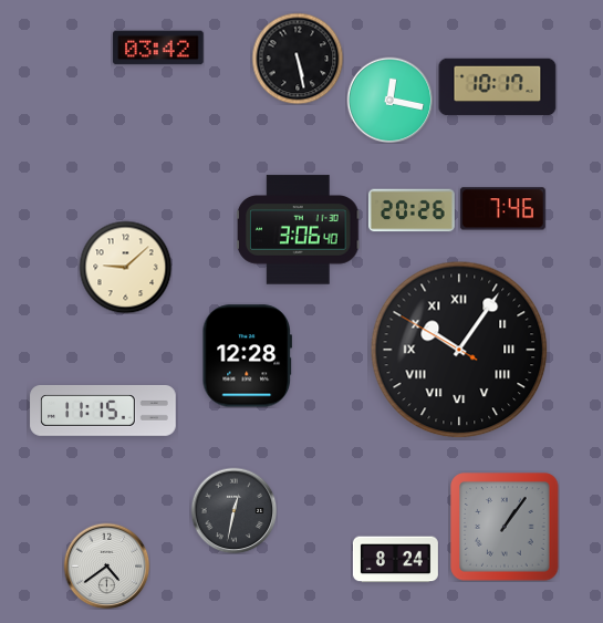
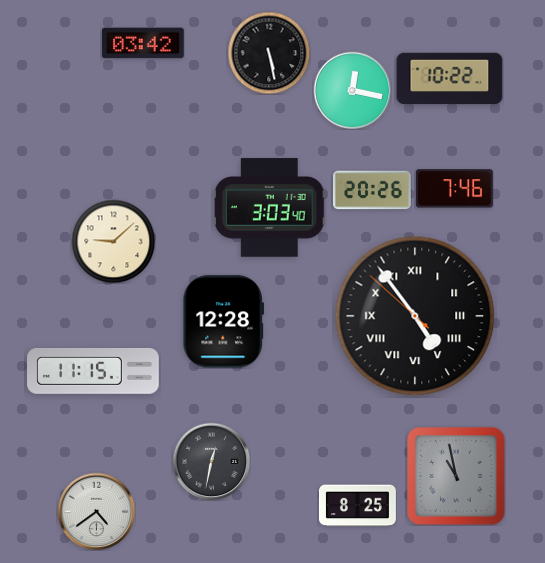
clock at (498, 87): 10:17 -> 10:22
clock at (298, 230): 3:06 -> 3:03
clock at (459, 350): 10:05 -> 4:53
clock at (505, 527): 1:06 -> 10:58
clock at (395, 560): 8:24 -> 8:25
